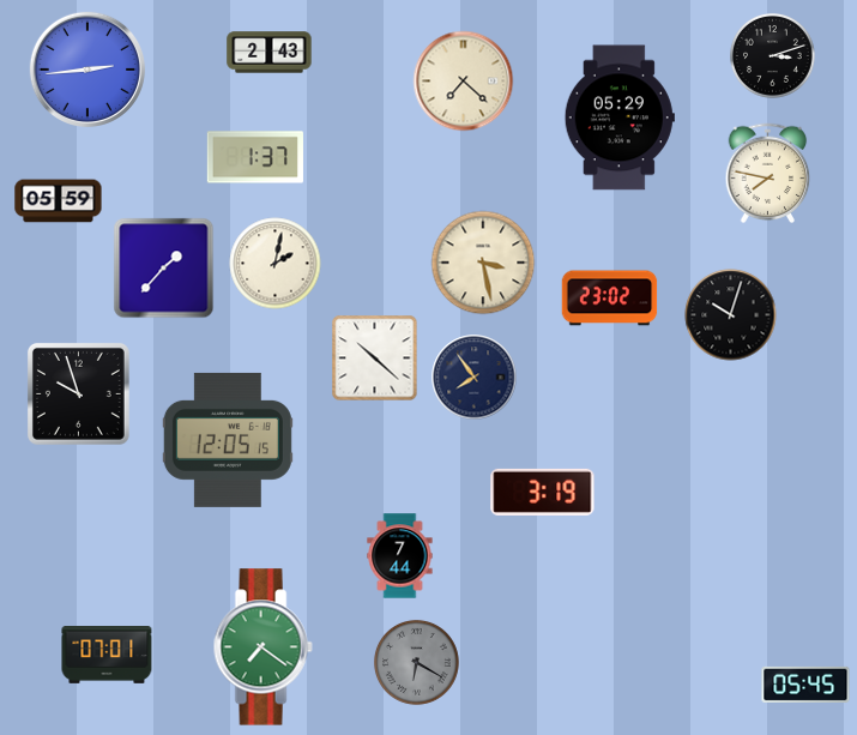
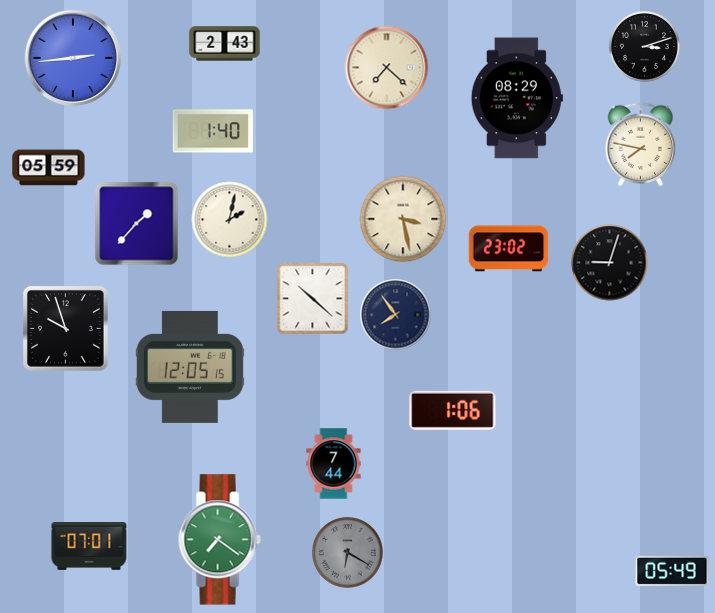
clock at (620, 118): 05:29 -> 08:29
clock at (255, 157): 1:37 -> 1:40
clock at (731, 315): 10:03 -> 9:03
clock at (543, 492): 3:19 -> 1:06
clock at (805, 685): 05:45 -> 05:49
